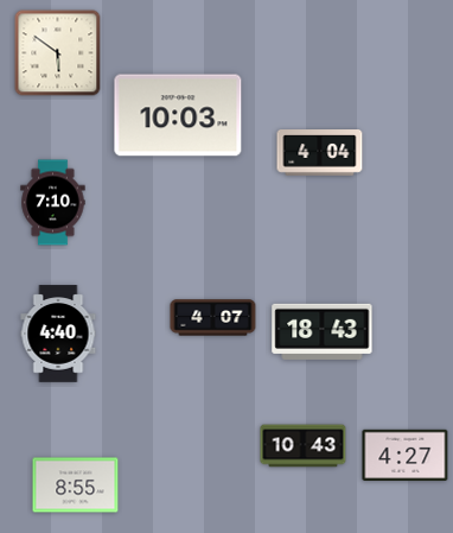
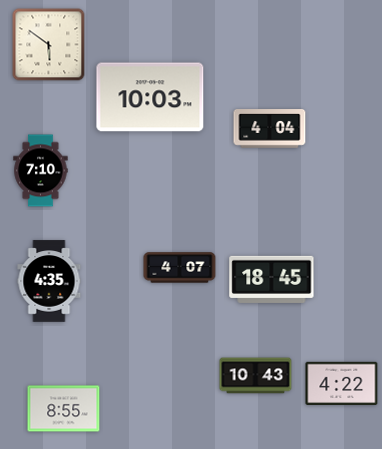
clock at (53, 203) position: (53, 203) -> (41, 171)
clock at (323, 331): 18:43 -> 18:45
clock at (58, 334): 4:40 -> 4:35
clock at (406, 455): 4:27 -> 4:22
